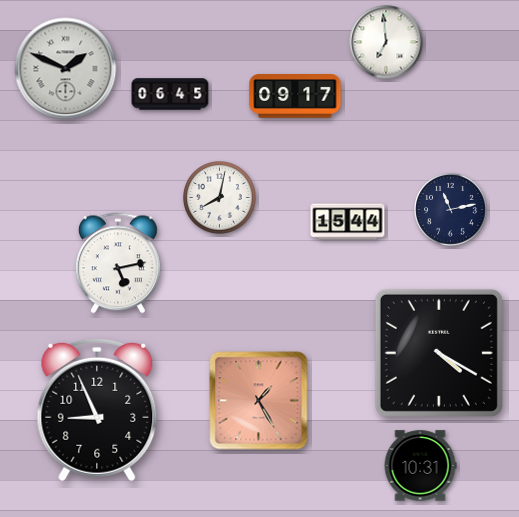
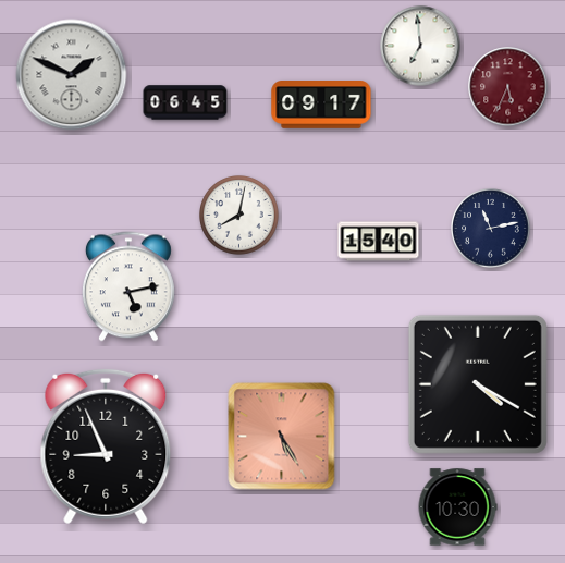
clock at (508, 87): none -> 5:34
clock at (348, 222): 15:44 -> 15:40
clock at (259, 401): 1:25 -> 5:25
clock at (420, 466): 10:31 -> 10:30
